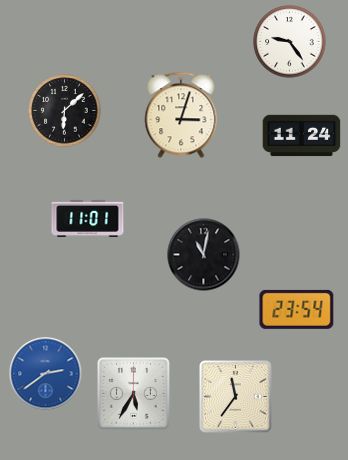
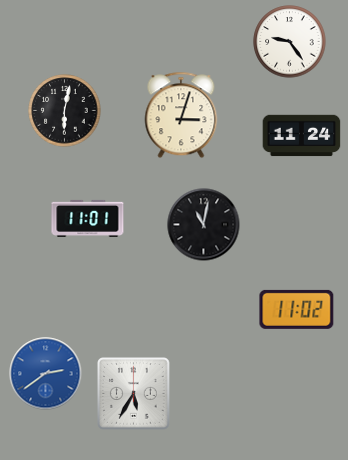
clock at (65, 111): 6:08 -> 6:02
clock at (204, 255) position: (204, 255) -> (204, 225)
clock at (297, 309): 23:54 -> 11:02
clock at (236, 397): 11:36 -> none
